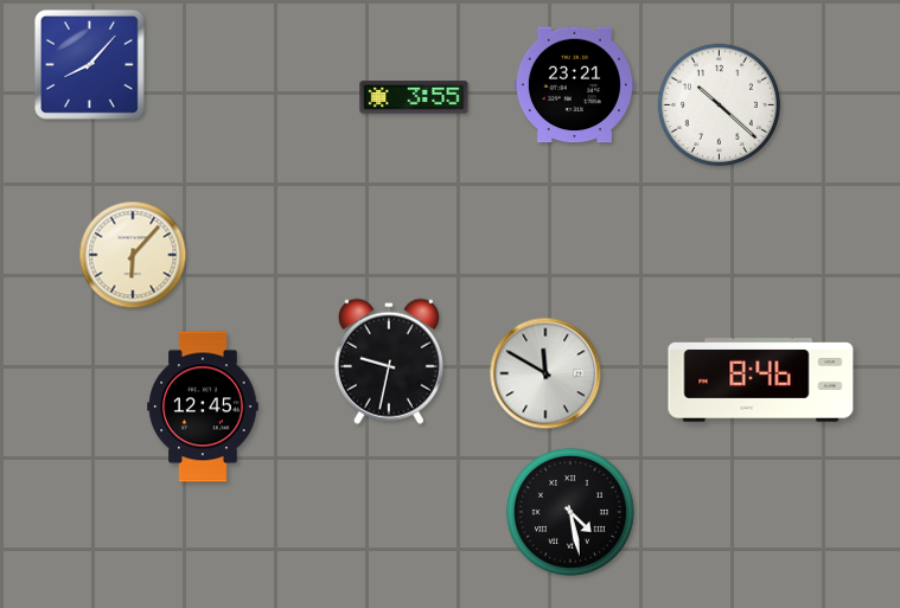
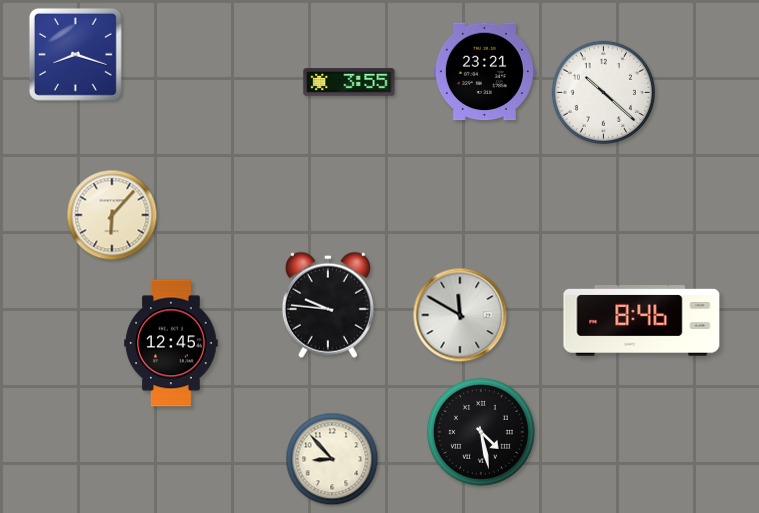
clock at (89, 64): 8:07 -> 8:18
clock at (719, 104) position: (719, 104) -> (603, 92)
clock at (389, 361): 9:32 -> 9:46
clock at (332, 459): none -> 8:53
